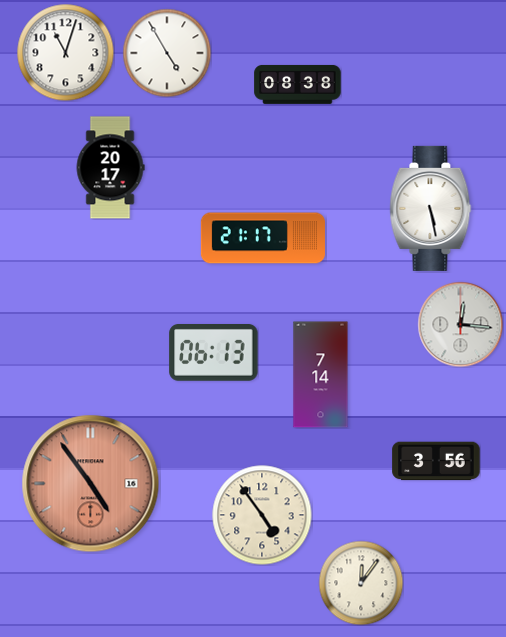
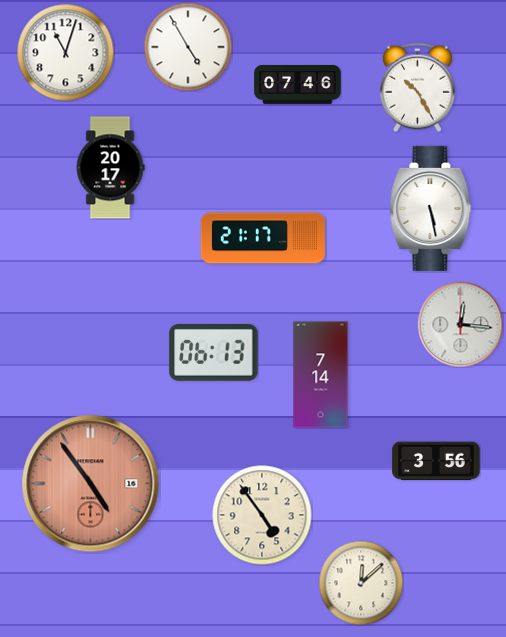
clock at (167, 53) position: (167, 53) -> (188, 47)
clock at (298, 84): 08:38 -> 07:46
clock at (417, 87): none -> 10:25
clock at (361, 583): 12:06 -> 12:08
